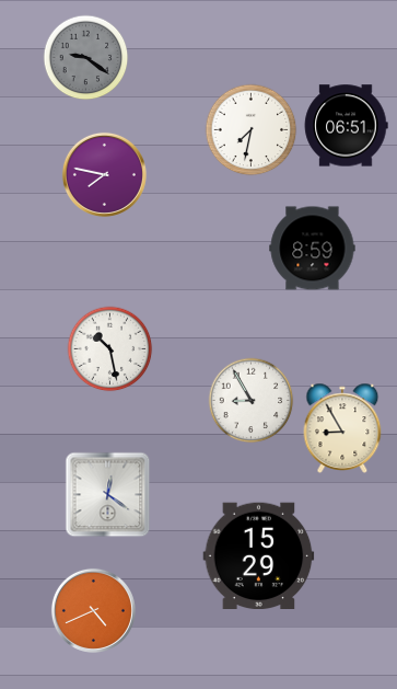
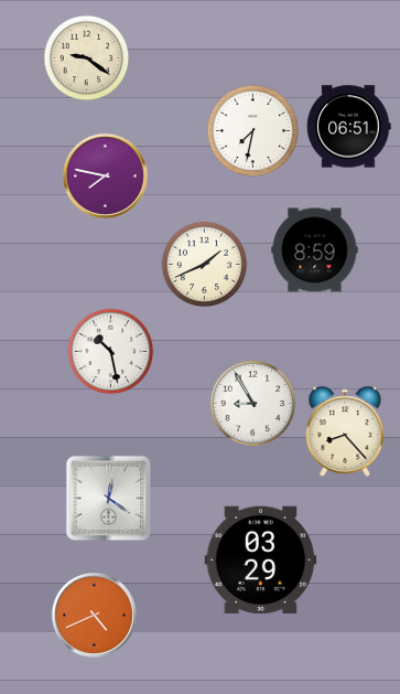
clock at (85, 57) dial: grey -> cream
clock at (204, 264): none -> 1:41
clock at (342, 428): 8:55 -> 8:23
clock at (259, 556): 15:29 -> 03:29
